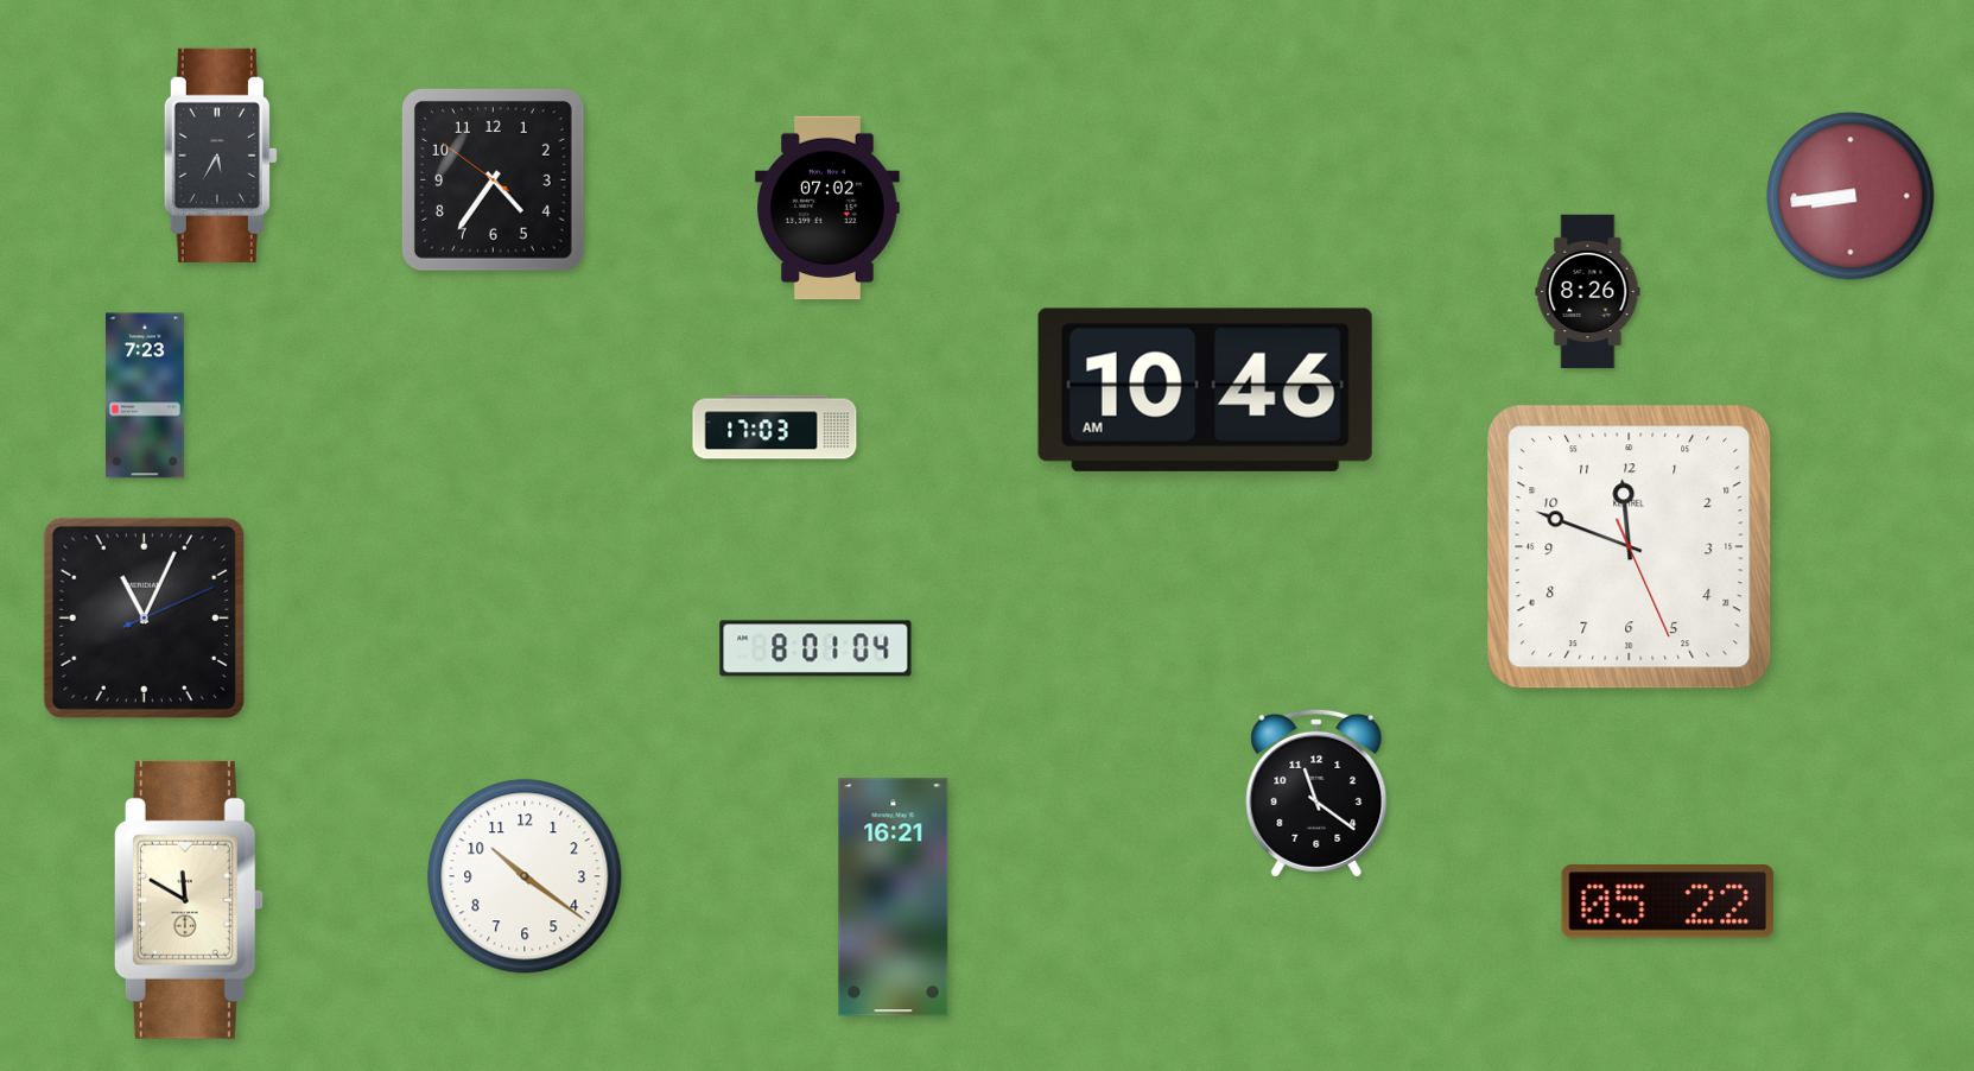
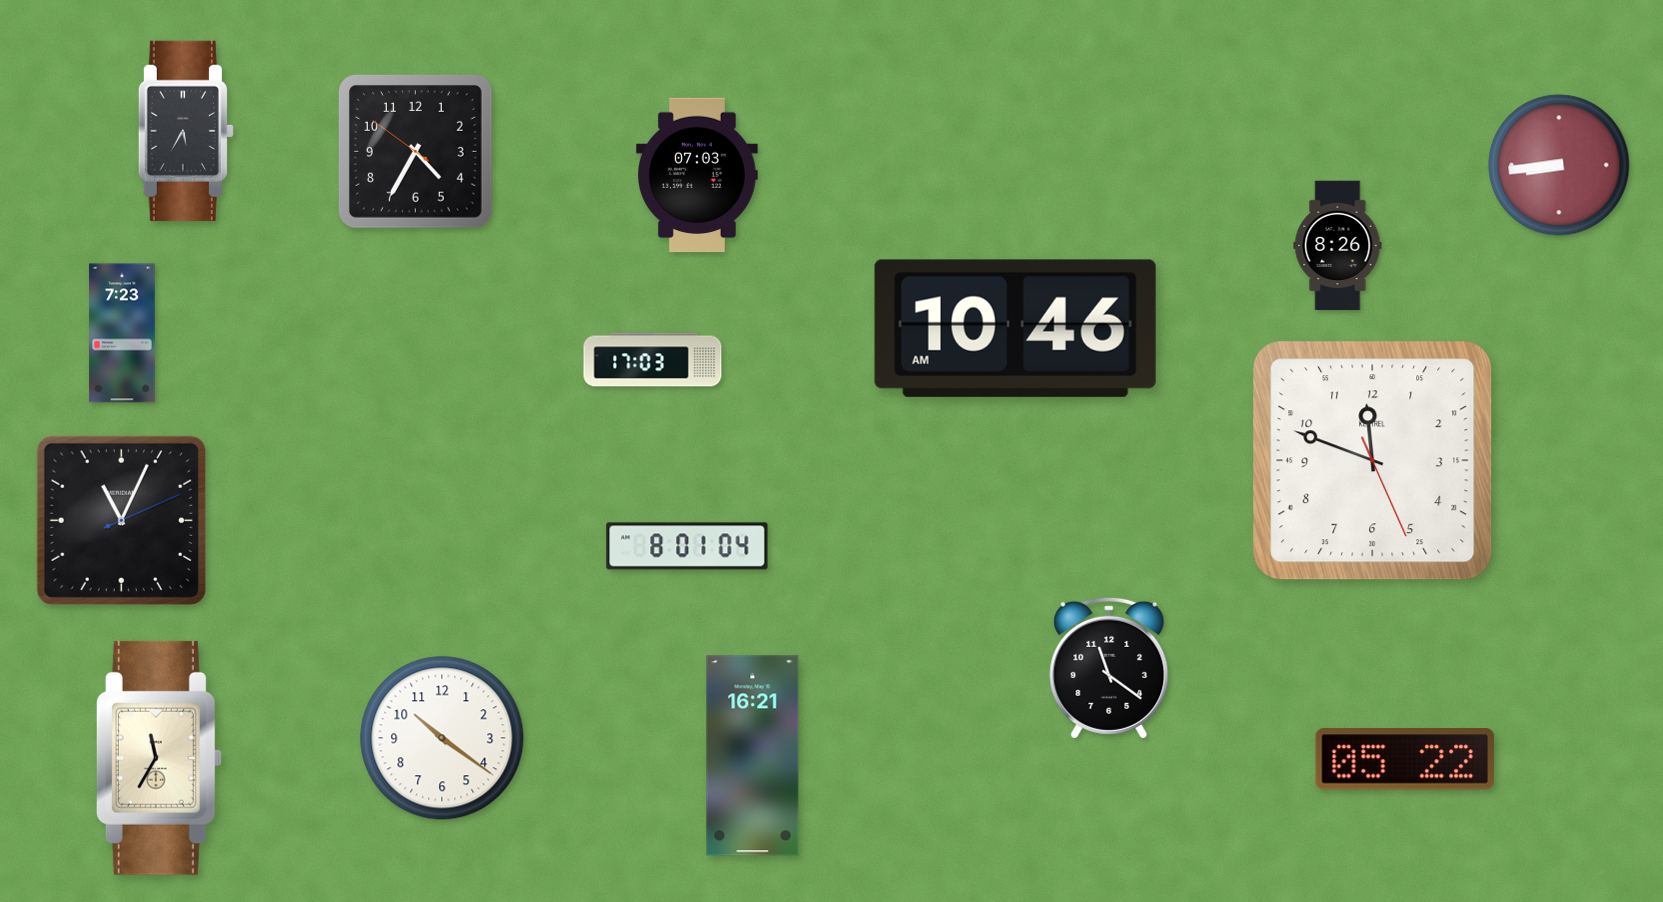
clock at (493, 179): 4:35 -> 4:34
clock at (829, 208): 07:02 -> 07:03
clock at (189, 900): 11:50 -> 11:35
